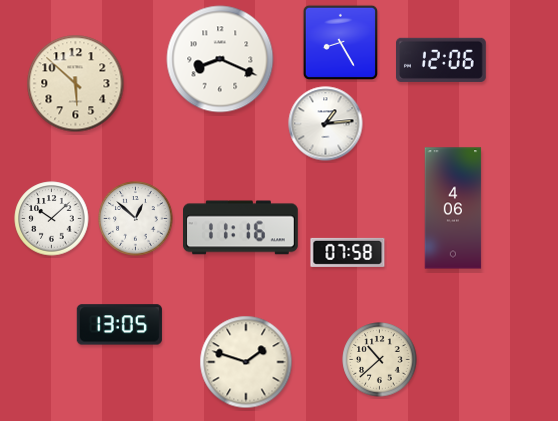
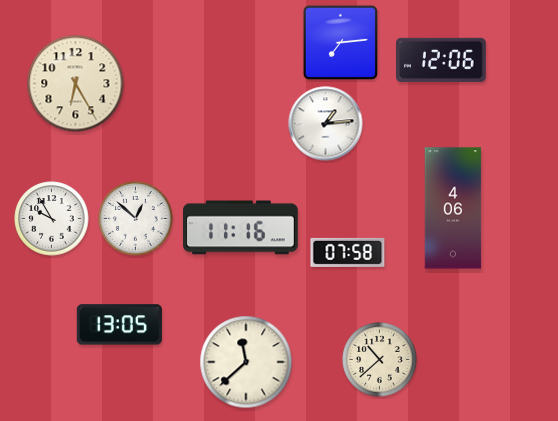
clock at (340, 42): 8:25 -> 7:14
clock at (220, 59): 8:19 -> none
clock at (76, 84): 5:52 -> 6:25
clock at (52, 219): 10:08 -> 9:55
clock at (246, 362): 1:48 -> 11:38
